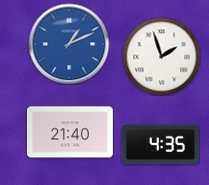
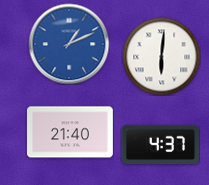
clock at (161, 56): 1:57 -> 6:01
clock at (160, 145): 4:35 -> 4:37
